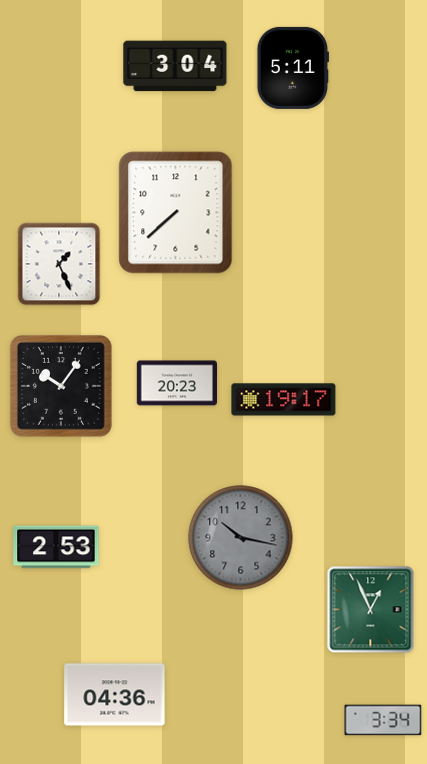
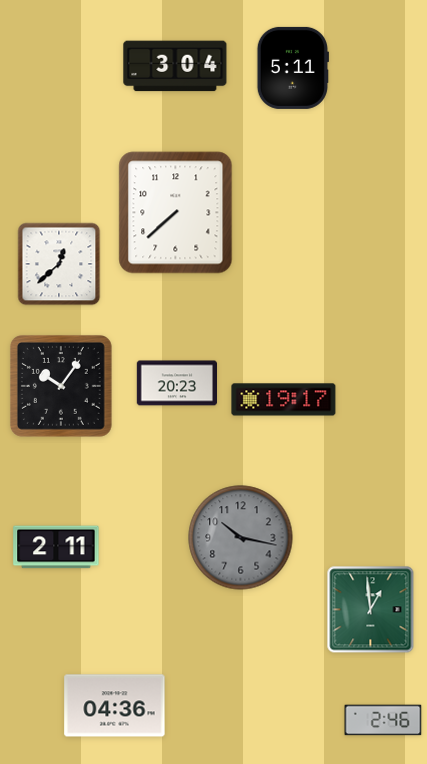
clock at (59, 264): 1:26 -> 12:38
clock at (56, 547): 2:53 -> 2:11
clock at (371, 610): 12:56 -> 12:59
clock at (115, 695) position: (115, 695) -> (115, 706)
clock at (383, 720): 3:34 -> 2:46
